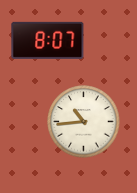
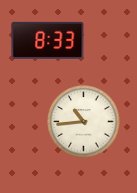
clock at (48, 40): 8:07 -> 8:33
